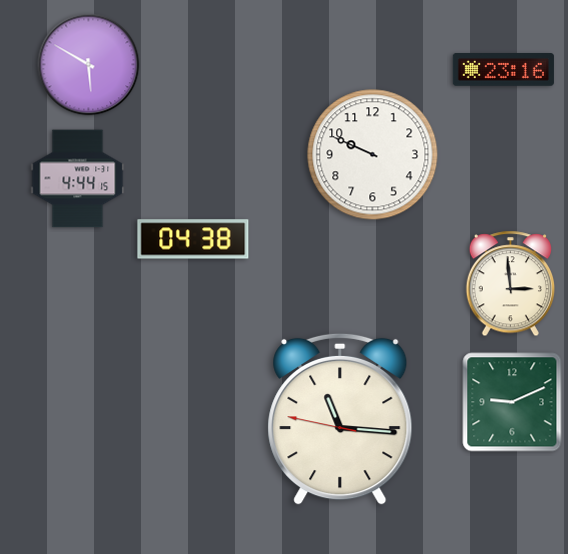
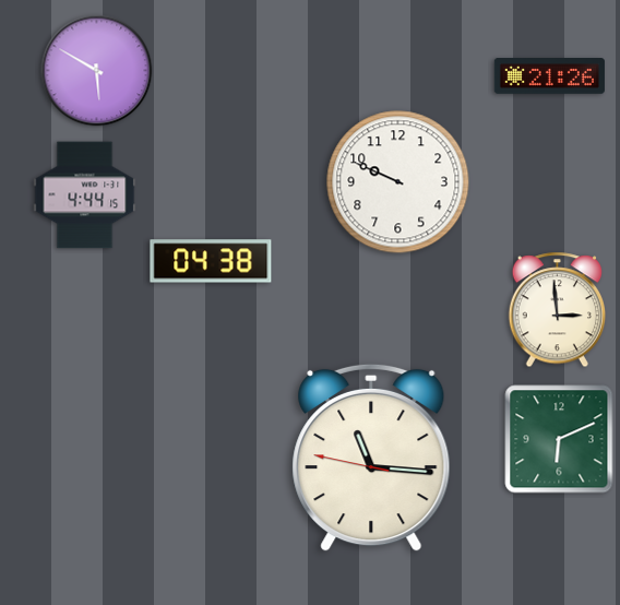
clock at (503, 70): 23:16 -> 21:26
clock at (373, 155) position: (373, 155) -> (398, 182)
clock at (512, 402): 9:11 -> 6:11
